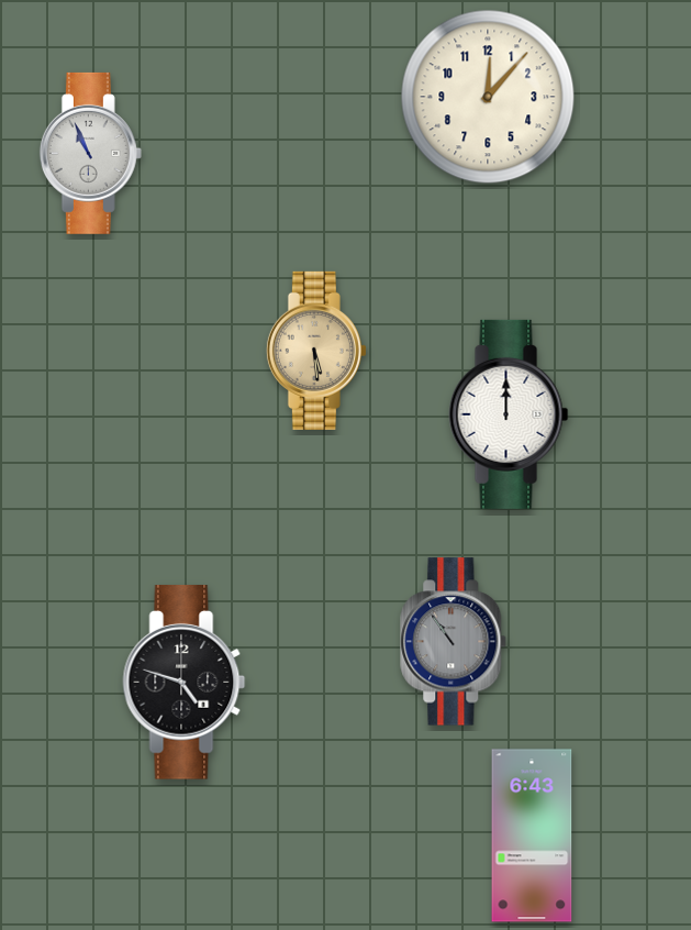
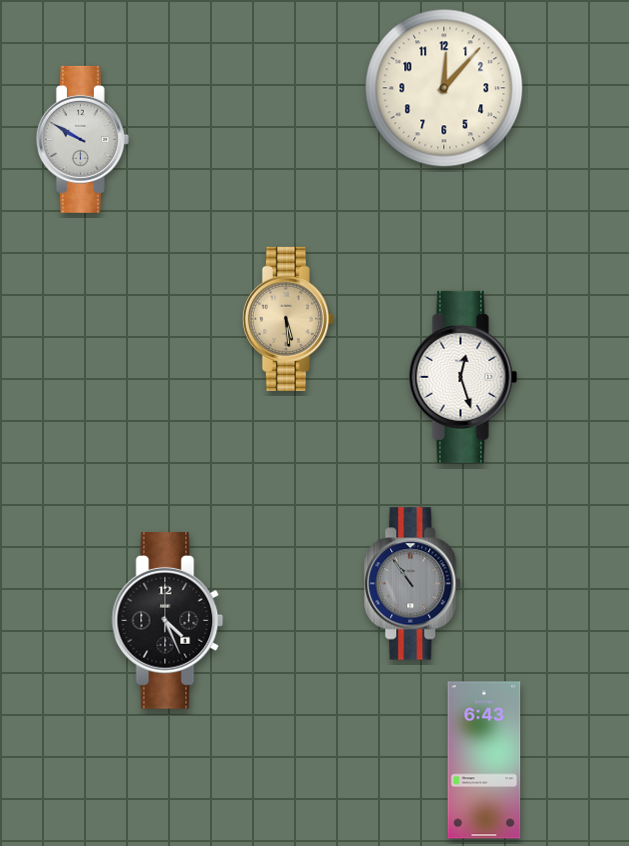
clock at (90, 153): 10:56 -> 9:50
clock at (509, 414): 12:00 -> 12:27
clock at (185, 683): 4:48 -> 4:26
